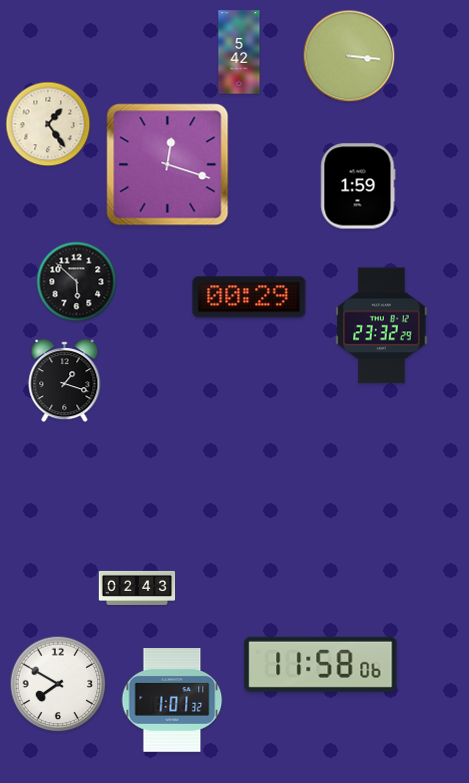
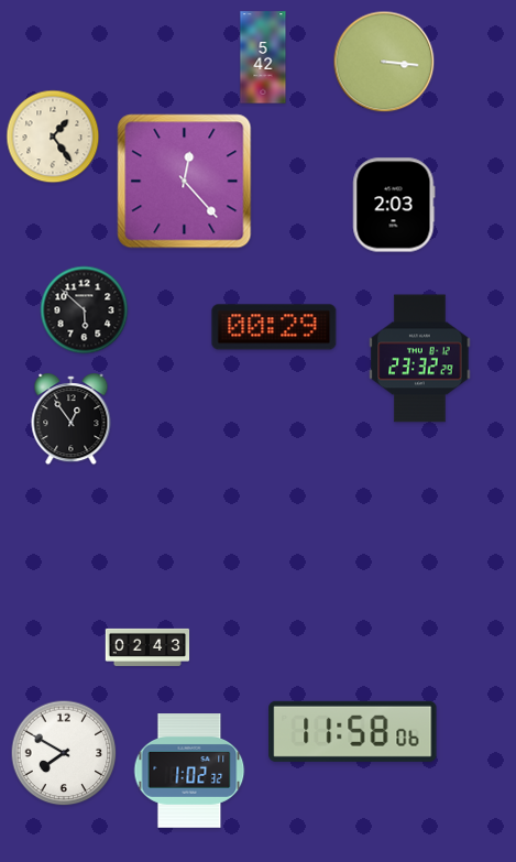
clock at (168, 165): 12:18 -> 12:23
clock at (358, 186): 1:59 -> 2:03
clock at (65, 381): 1:18 -> 12:54
clock at (137, 588) position: (137, 588) -> (147, 647)
clock at (172, 700): 1:01 -> 1:02
